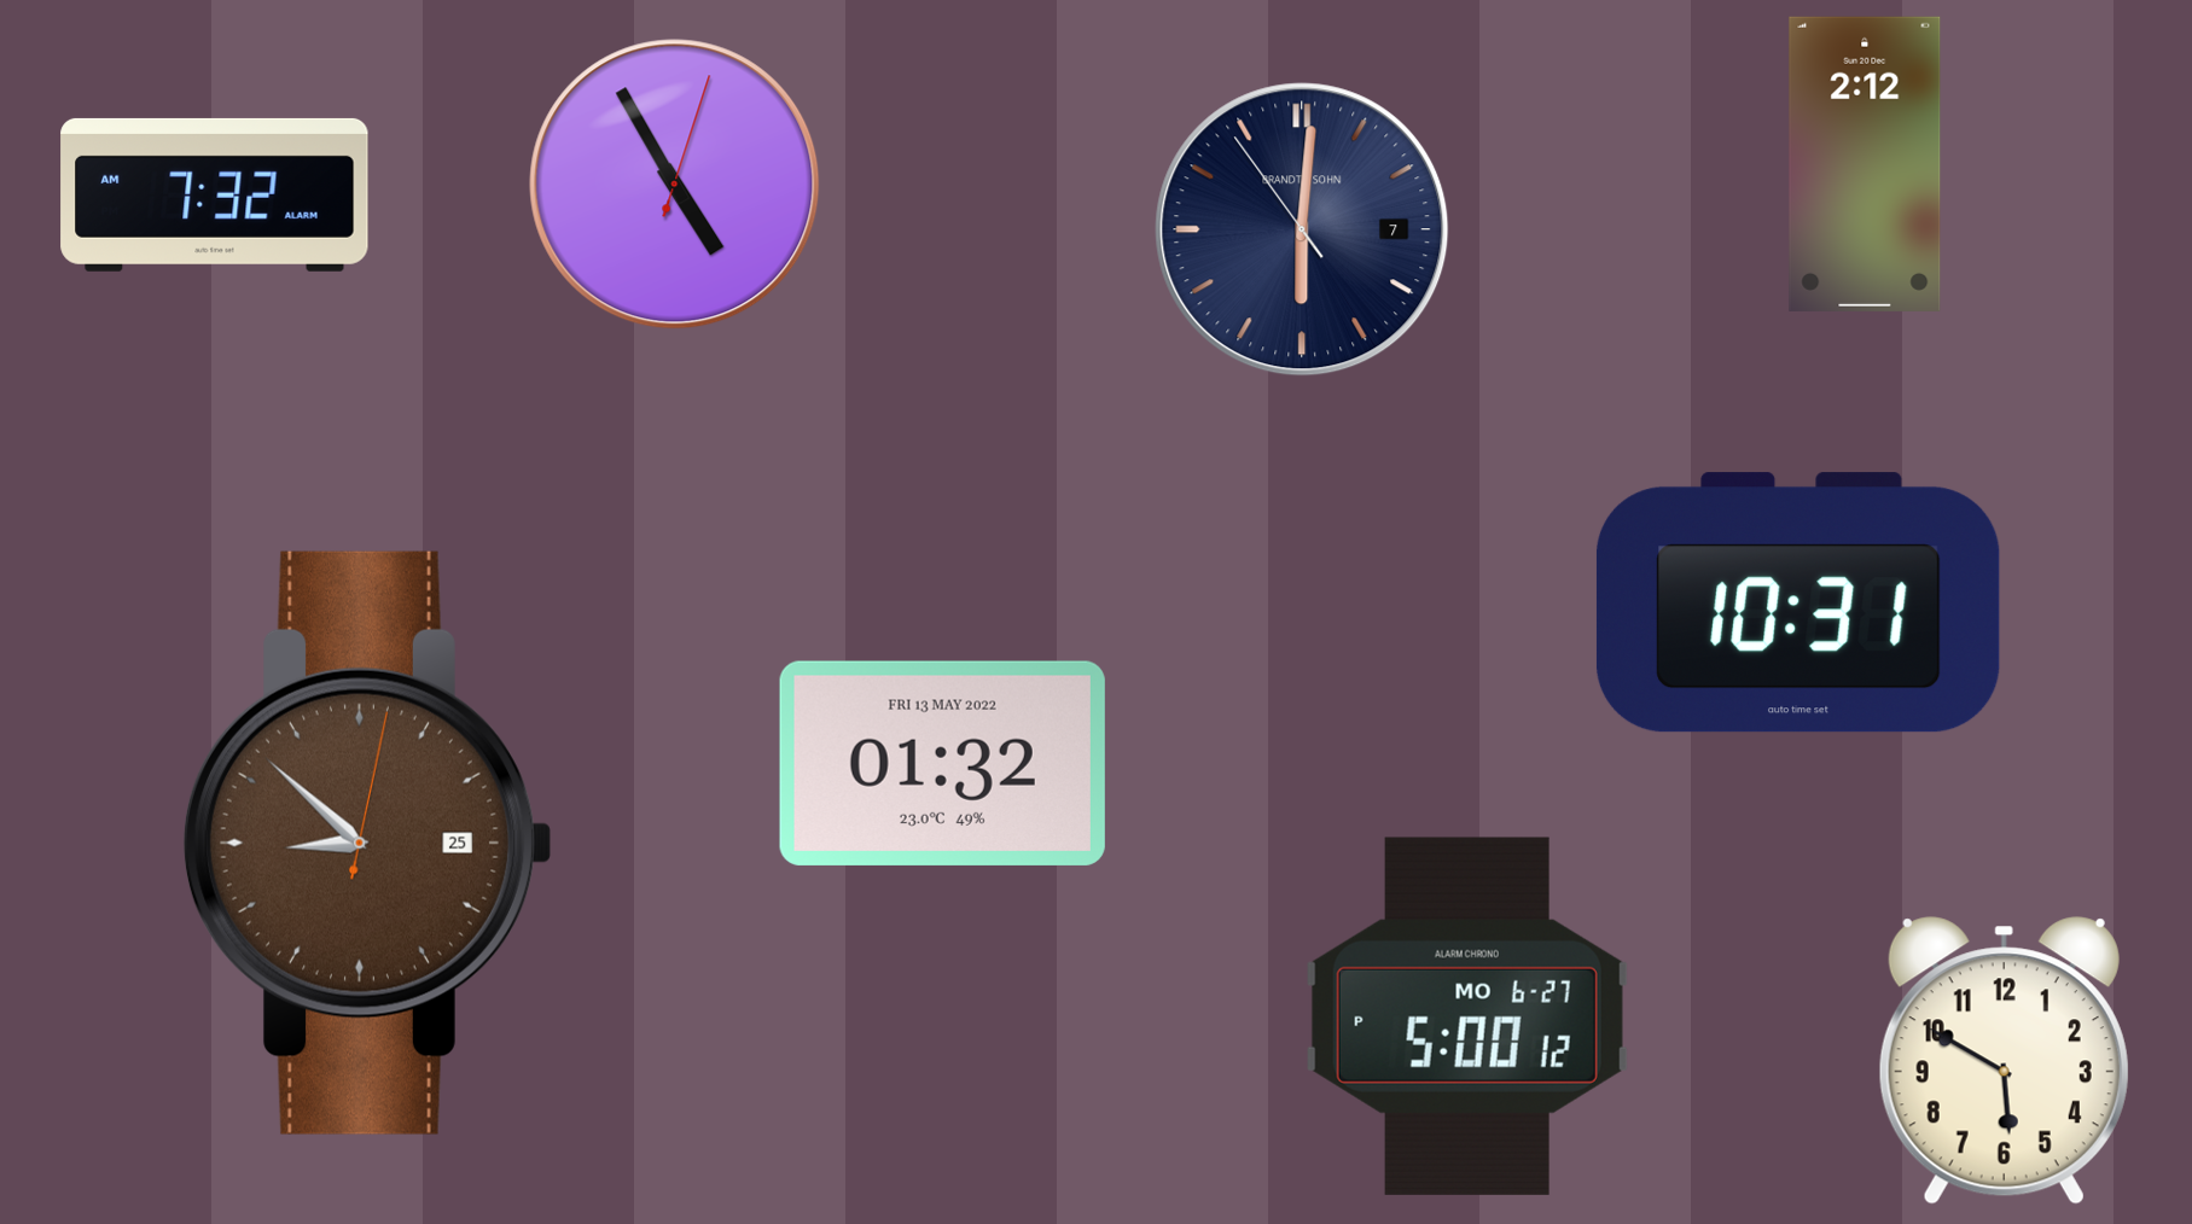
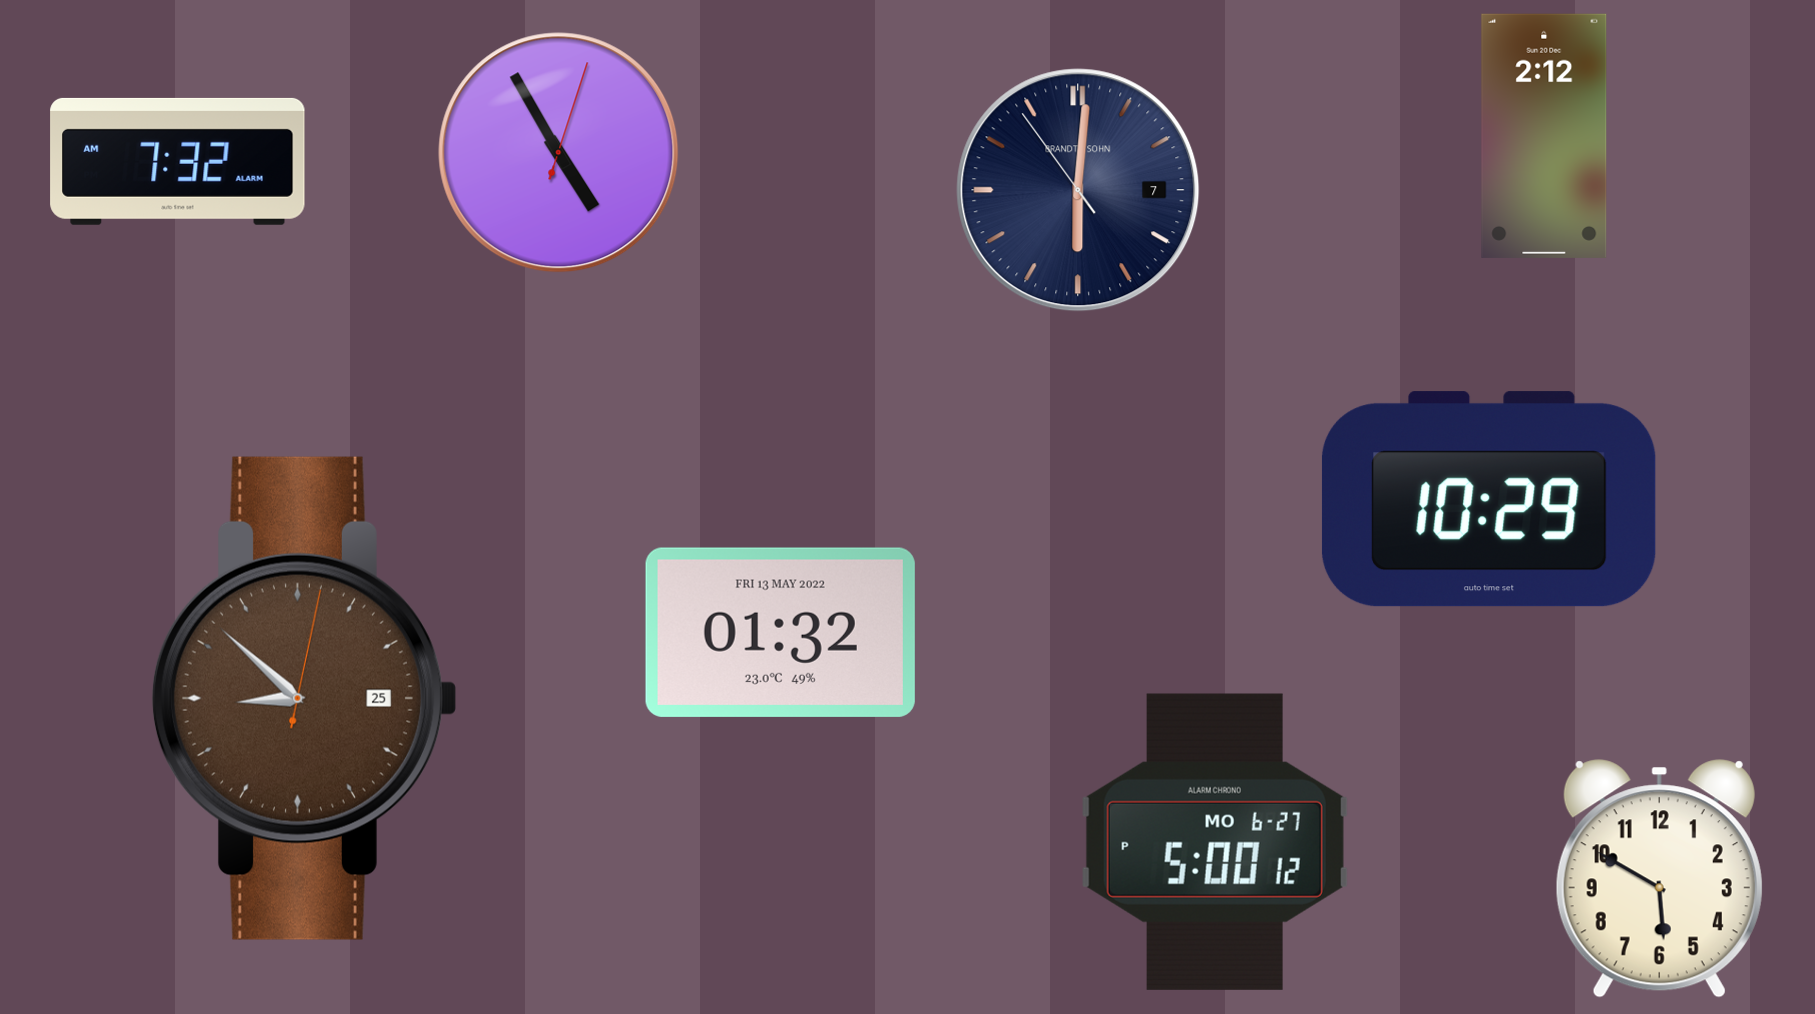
clock at (1798, 602): 10:31 -> 10:29
